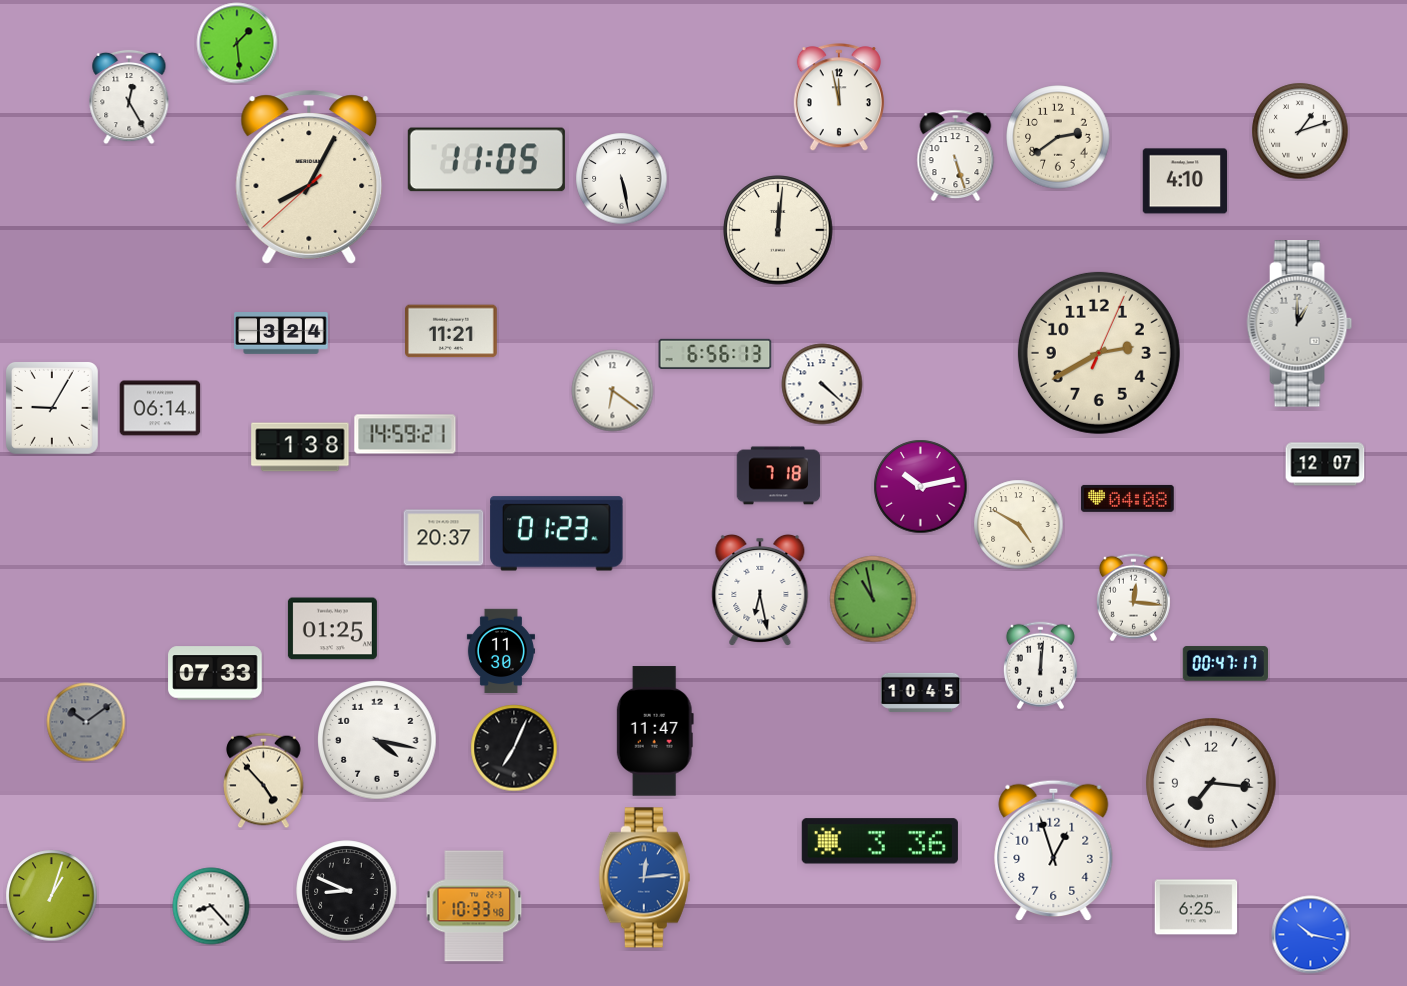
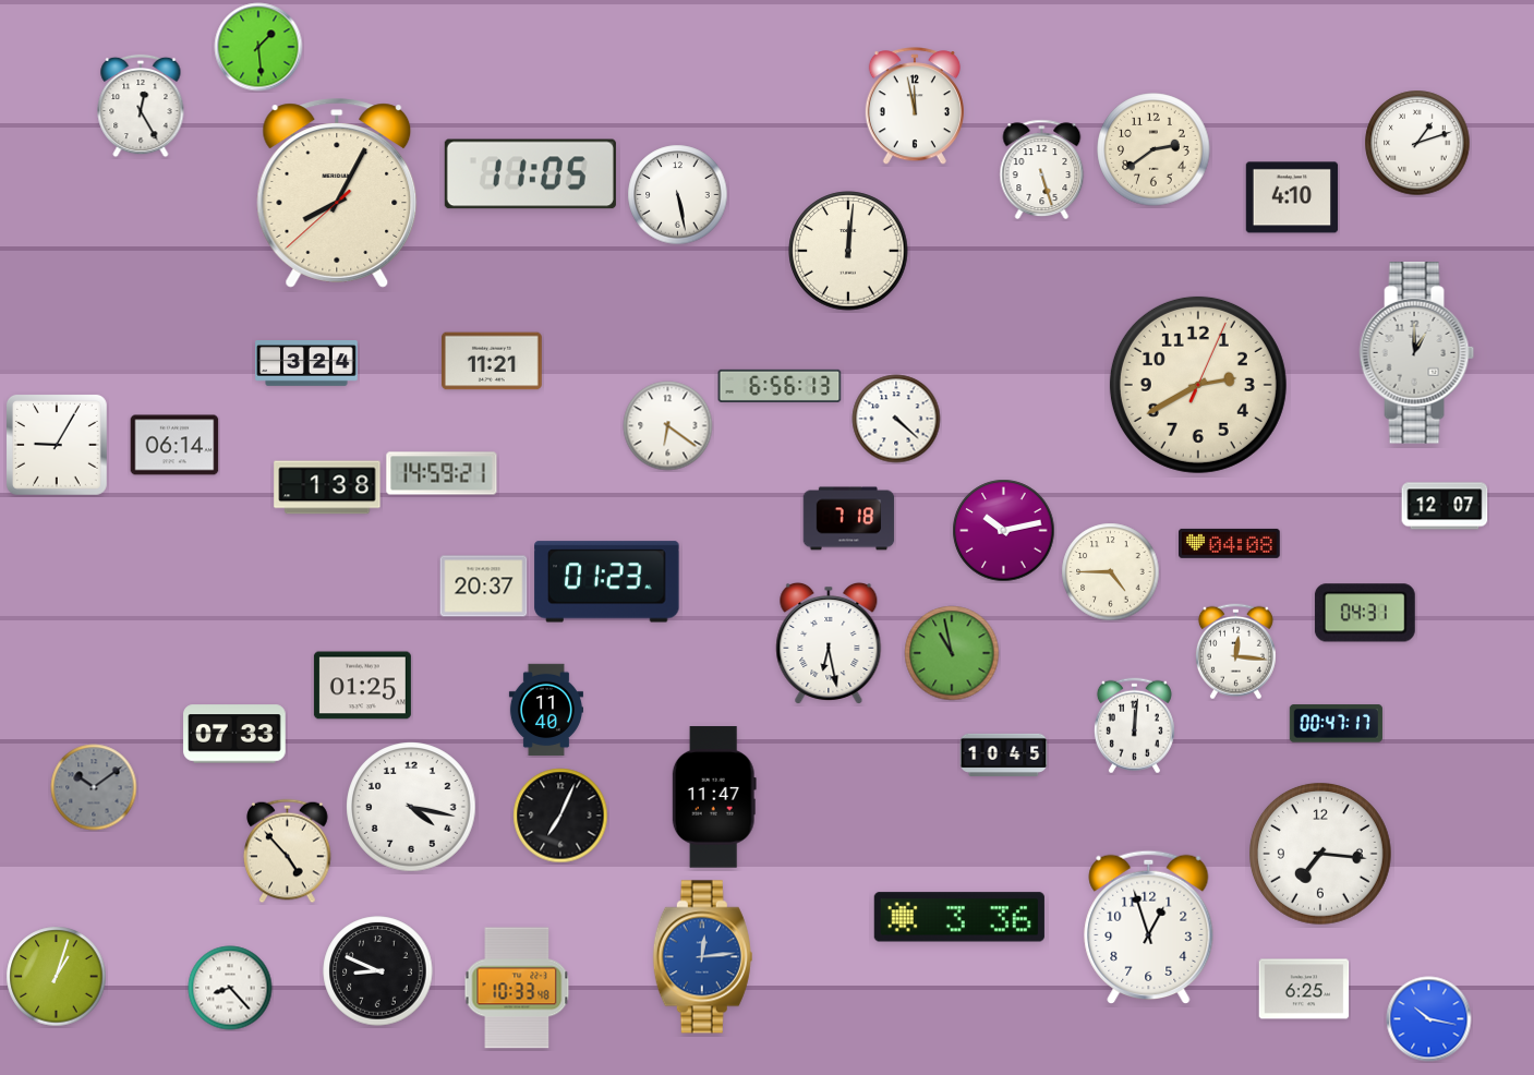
clock at (1019, 525): 4:50 -> 4:45
clock at (1365, 613): none -> 04:31
clock at (501, 651): 11:30 -> 11:40
